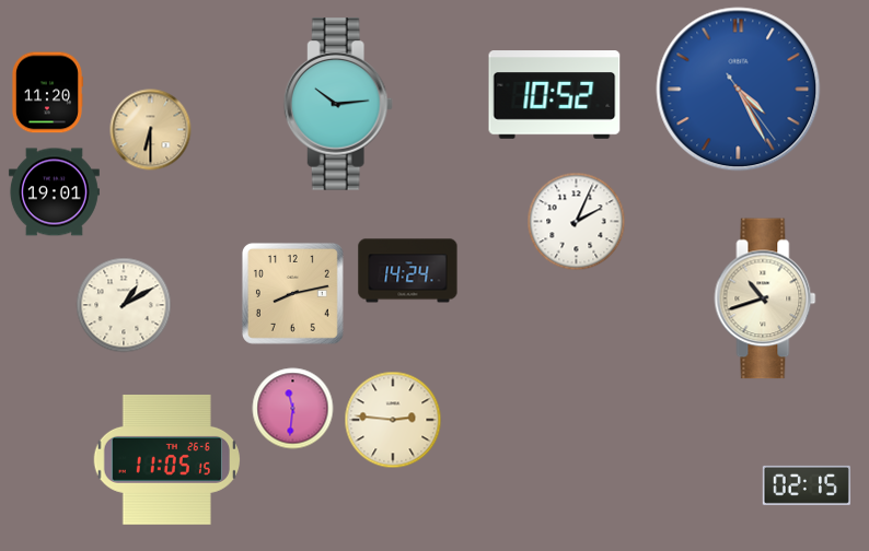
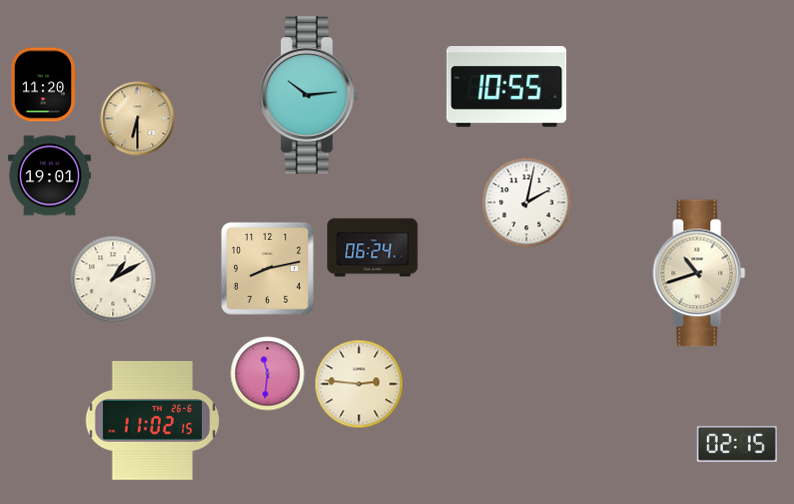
clock at (739, 90): 4:25 -> none
clock at (555, 95): 10:52 -> 10:55
clock at (577, 222): 2:04 -> 2:02
clock at (408, 271): 14:24 -> 06:24
clock at (166, 459): 11:05 -> 11:02
